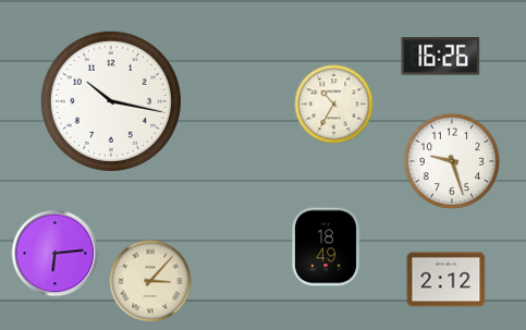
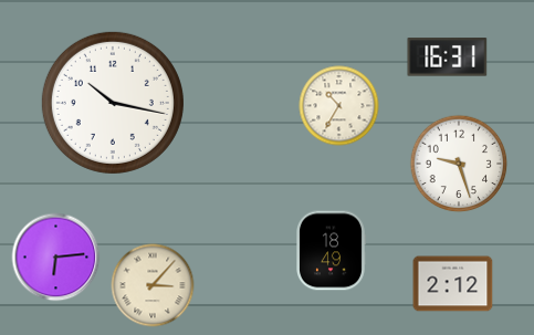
clock at (441, 57): 16:26 -> 16:31
